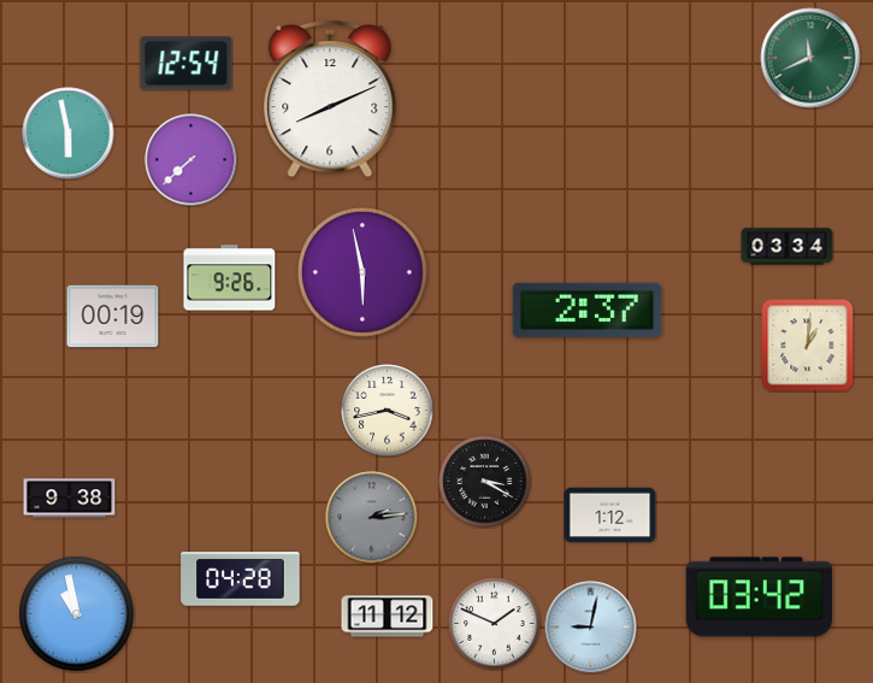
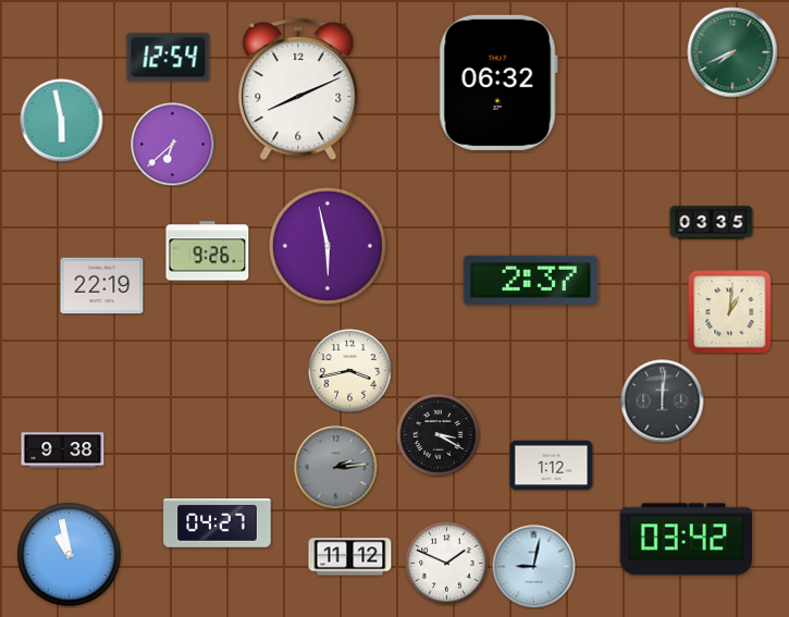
clock at (810, 58): 11:41 -> 7:41
clock at (498, 83): none -> 06:32
clock at (191, 160): 7:38 -> 6:38
clock at (788, 247): 03:34 -> 03:35
clock at (113, 317): 00:19 -> 22:19
clock at (663, 402): none -> 12:01
clock at (241, 579): 04:28 -> 04:27
